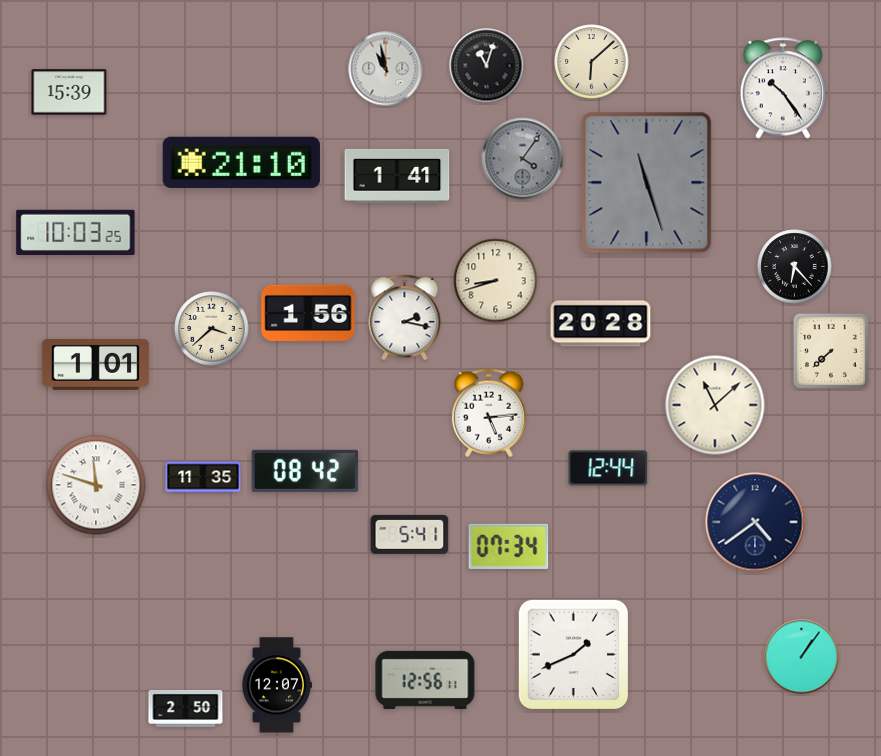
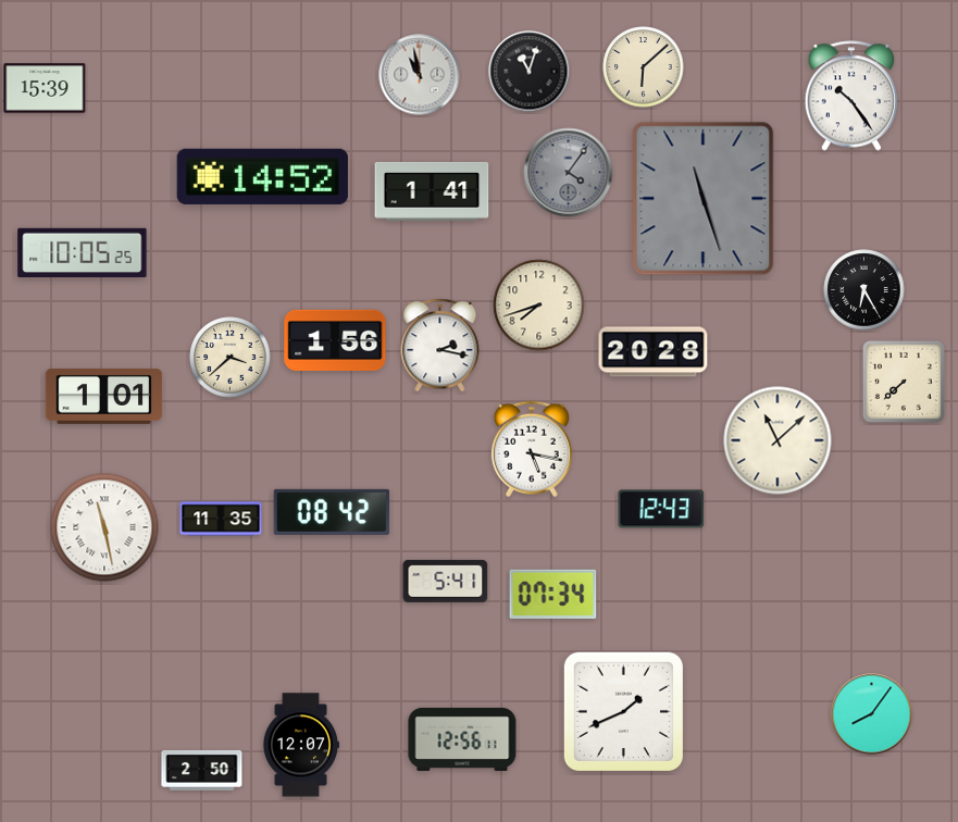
clock at (69, 92) position: (69, 92) -> (45, 88)
clock at (241, 162): 21:10 -> 14:52
clock at (76, 232): 10:03 -> 10:05
clock at (795, 267): 6:23 -> 6:25
clock at (496, 281): 8:42 -> 7:42
clock at (489, 413): 5:14 -> 5:17
clock at (608, 468): 12:44 -> 12:43
clock at (96, 485): 11:48 -> 11:28
clock at (755, 522): 4:39 -> none
clock at (802, 657): 1:06 -> 8:06
